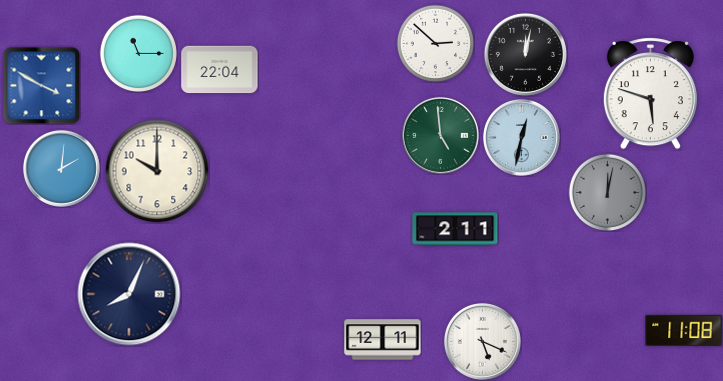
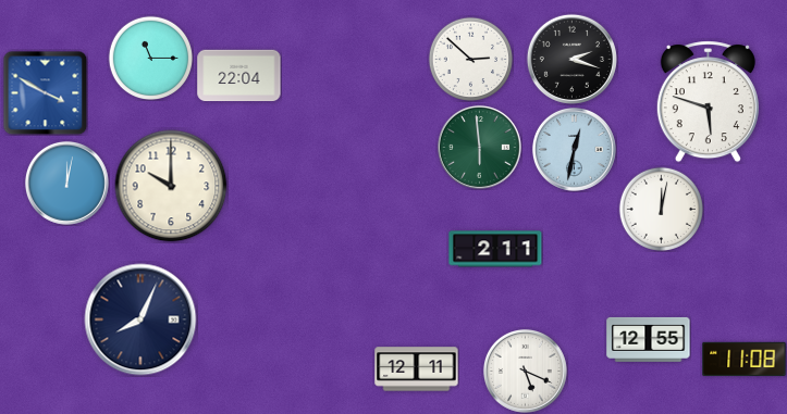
clock at (435, 43) position: (435, 43) -> (470, 59)
clock at (525, 54): 12:02 -> 2:18
clock at (440, 135): 4:59 -> 5:59
clock at (521, 137) position: (521, 137) -> (574, 149)
clock at (61, 168): 2:01 -> 12:02
clock at (607, 192) dial: grey -> white
clock at (649, 339): none -> 12:55
